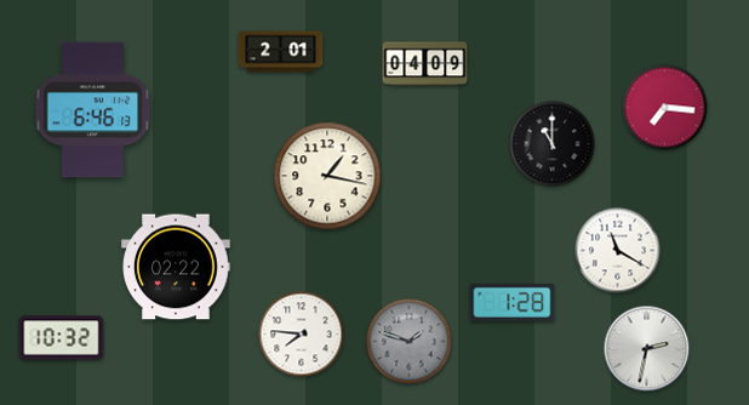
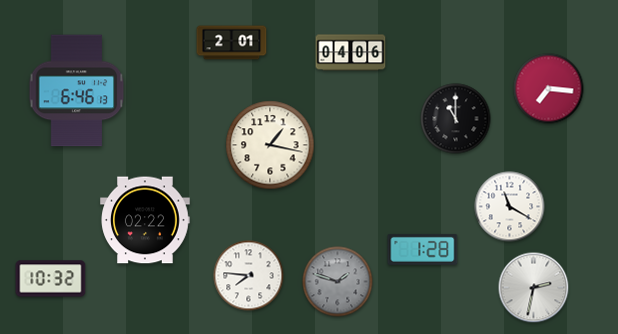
clock at (425, 64): 04:09 -> 04:06
